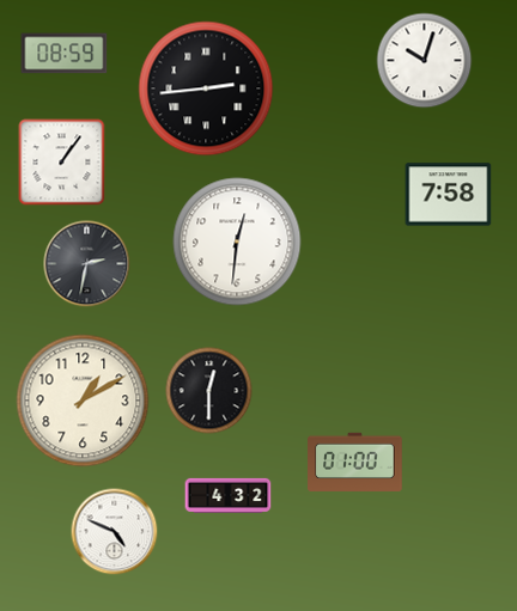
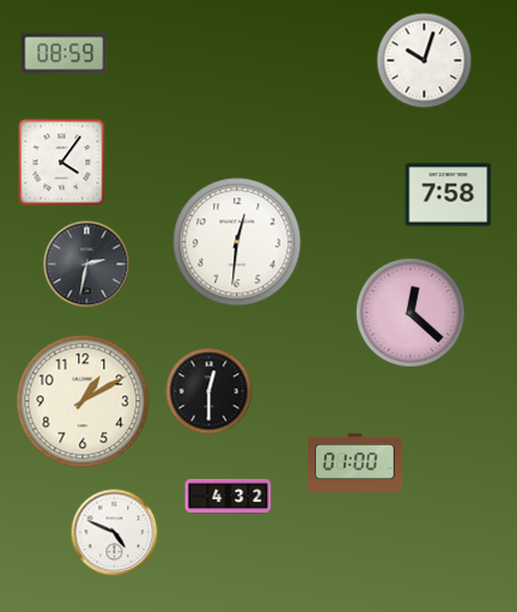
clock at (206, 88): 2:44 -> none
clock at (62, 163): 1:06 -> 4:06
clock at (410, 313): none -> 12:22
